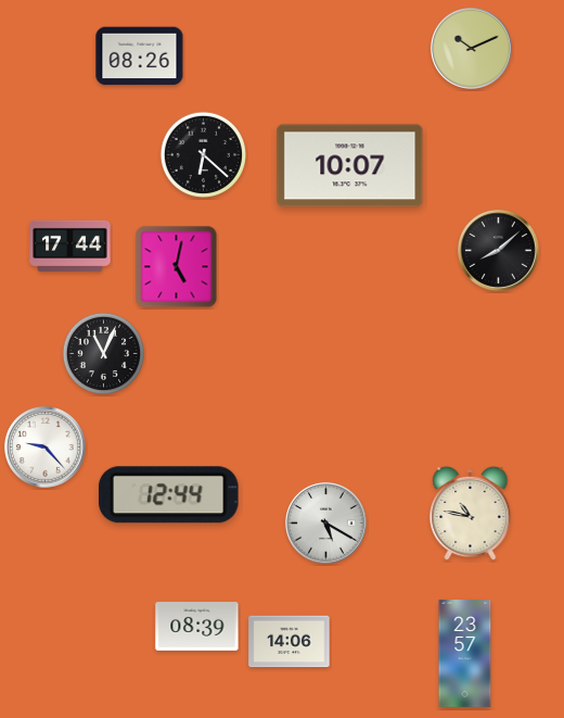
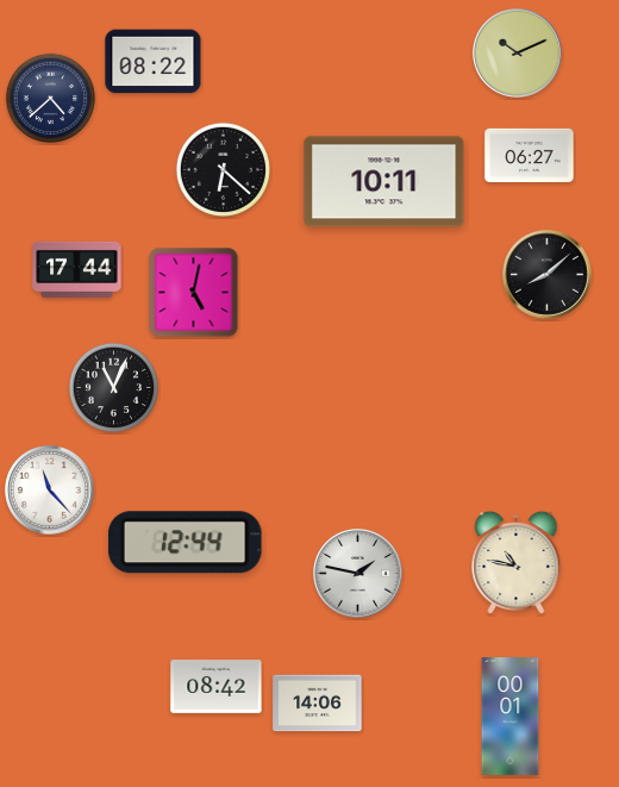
clock at (140, 56): 08:26 -> 08:22
clock at (50, 98): none -> 4:38
clock at (530, 155): none -> 06:27
clock at (350, 166): 10:07 -> 10:11
clock at (46, 448): 9:23 -> 11:23
clock at (326, 524): 5:20 -> 1:47
clock at (197, 627): 08:39 -> 08:42
clock at (465, 654): 23:57 -> 00:01
